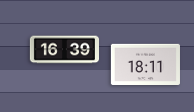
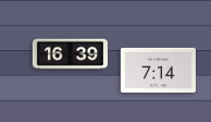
clock at (145, 64): 18:11 -> 7:14
